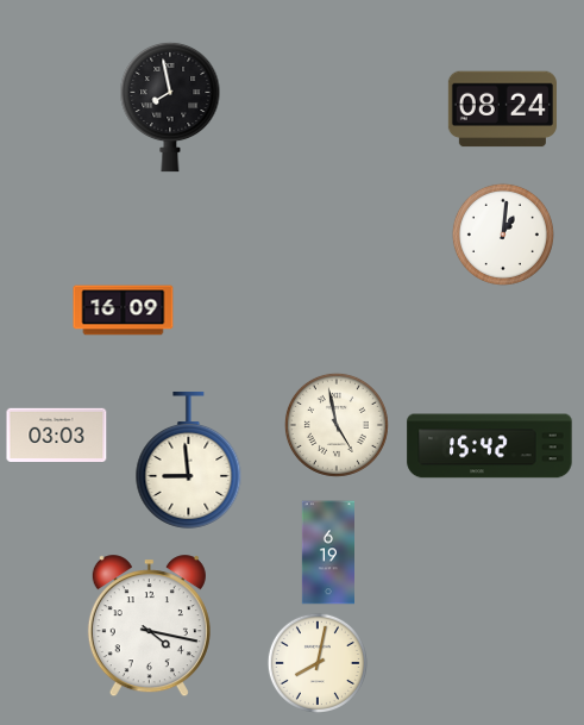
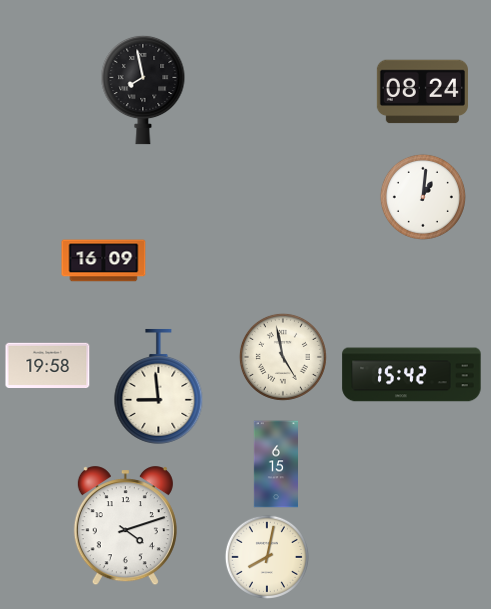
clock at (57, 435): 03:03 -> 19:58
clock at (328, 552): 6:19 -> 6:15
clock at (149, 626): 4:17 -> 4:12
